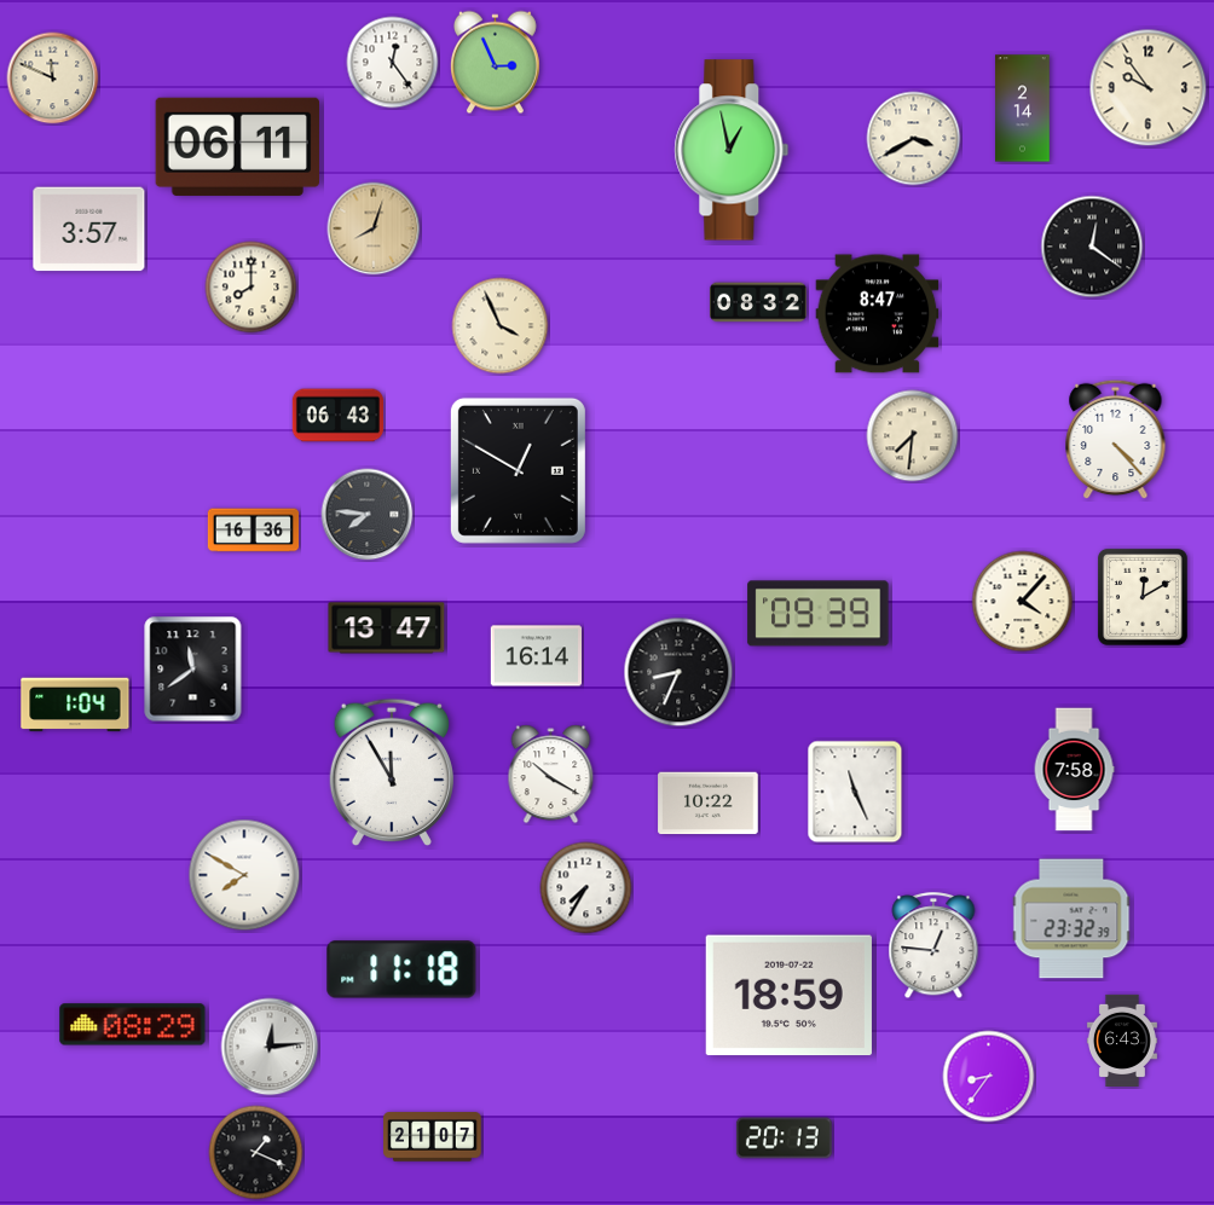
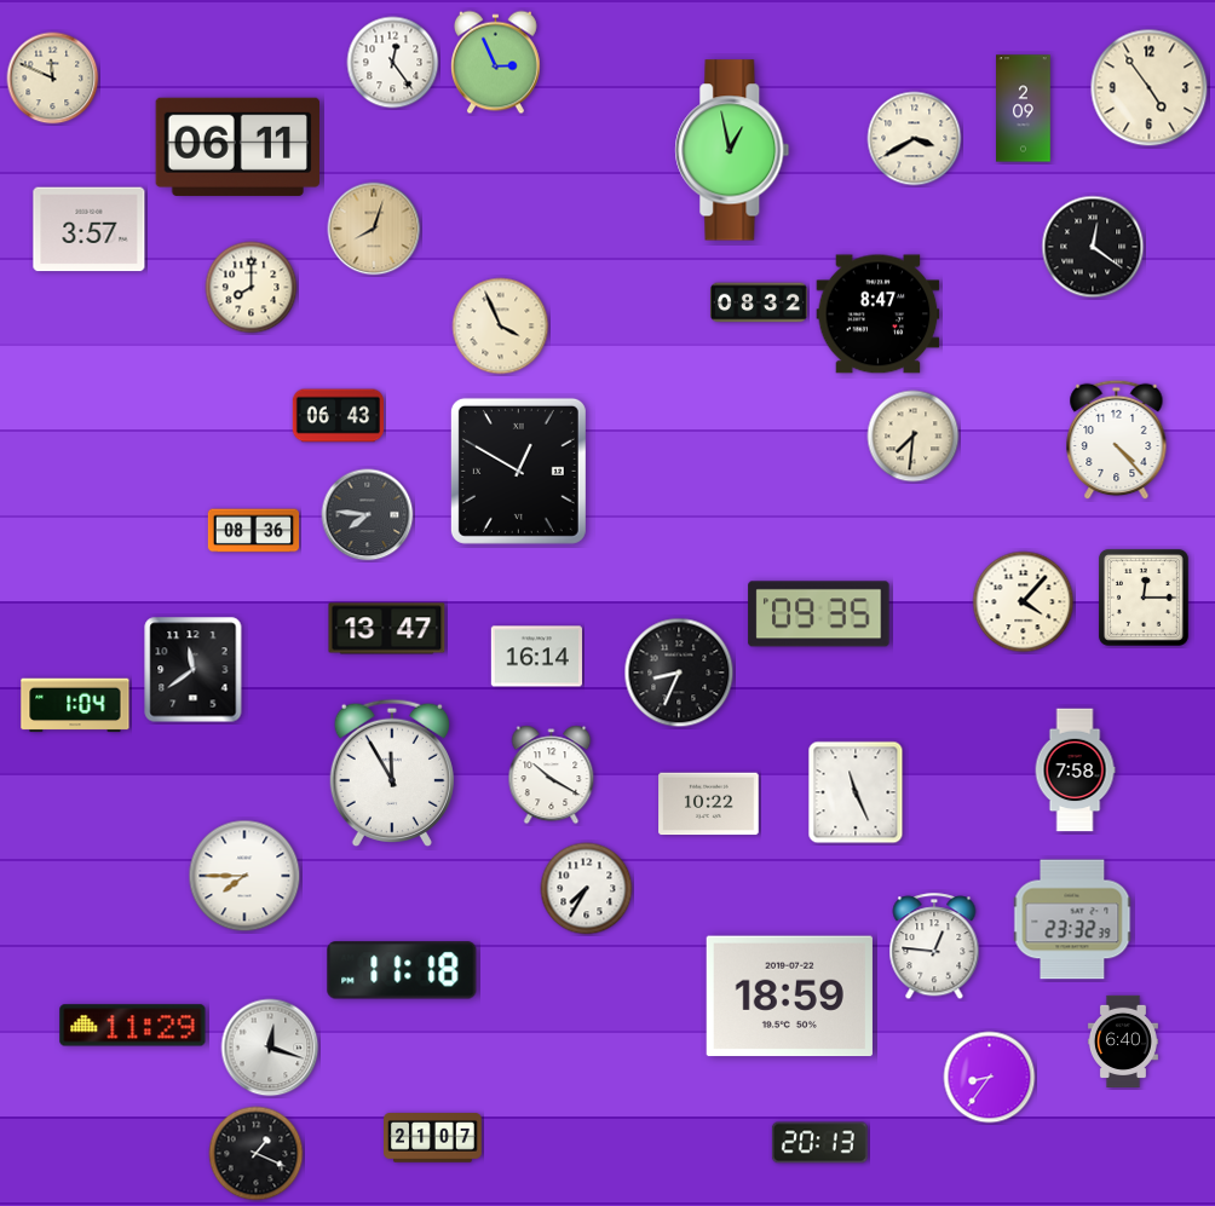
clock at (1149, 88): 9:54 -> 4:54
clock at (1023, 109): 2:14 -> 2:09
clock at (254, 531): 16:36 -> 08:36
clock at (1143, 597): 12:10 -> 12:15
clock at (819, 614): 09:39 -> 09:35
clock at (244, 875): 7:50 -> 7:45
clock at (133, 1025): 08:29 -> 11:29
clock at (1122, 1039): 6:43 -> 6:40
clock at (270, 1047): 12:14 -> 12:18
clock at (784, 1139) position: (784, 1139) -> (819, 1143)
